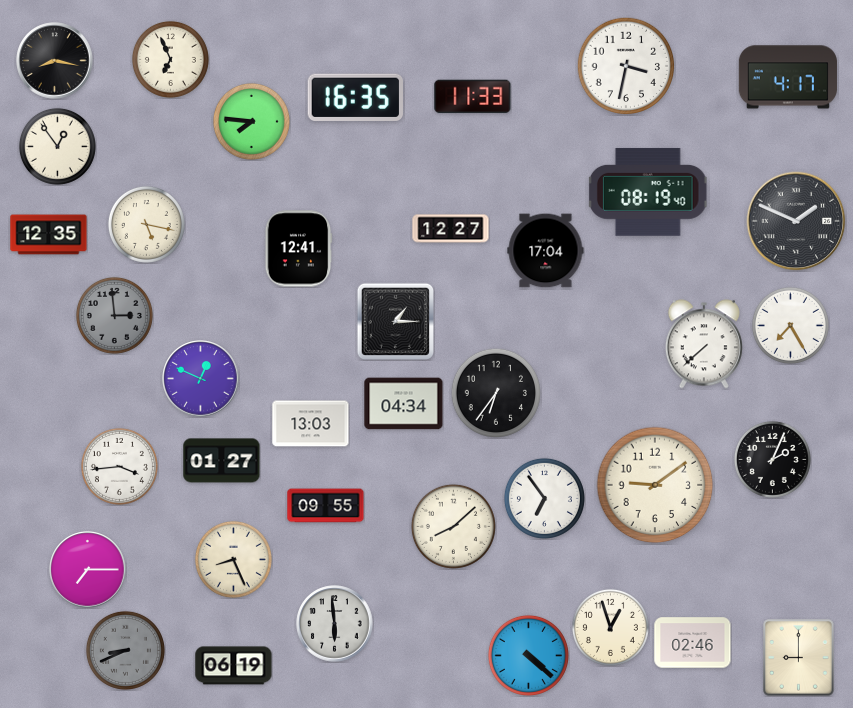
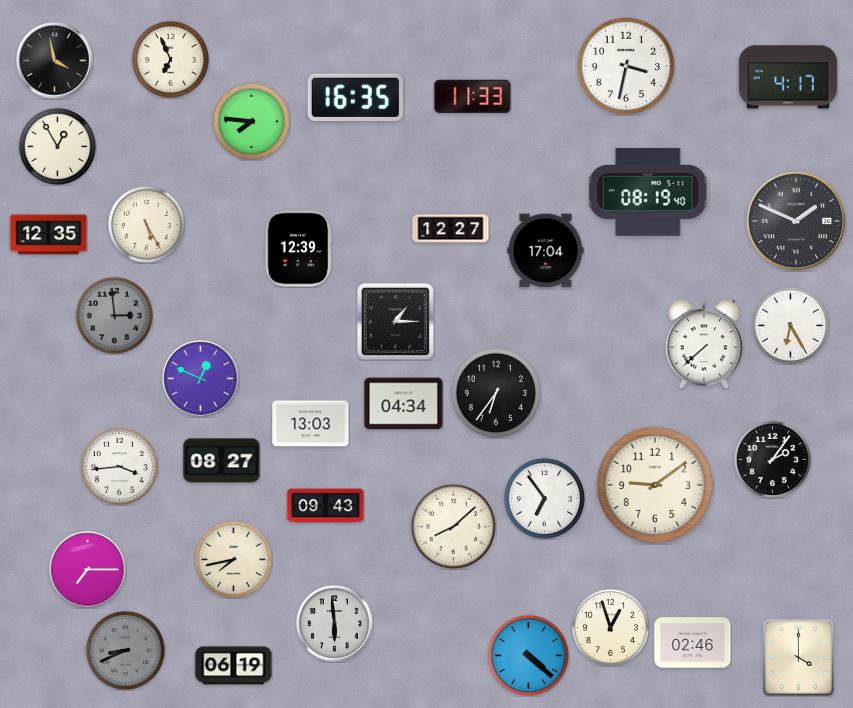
clock at (55, 61): 8:17 -> 3:58
clock at (57, 146): 12:54 -> 12:55
clock at (146, 224): 5:17 -> 5:25
clock at (298, 249): 12:41 -> 12:39
clock at (790, 325): 7:25 -> 6:25
clock at (772, 459): 2:04 -> 2:06
clock at (222, 461): 01:27 -> 08:27
clock at (326, 506): 09:55 -> 09:43
clock at (233, 559): 8:26 -> 7:43
clock at (799, 658): 9:00 -> 4:00
